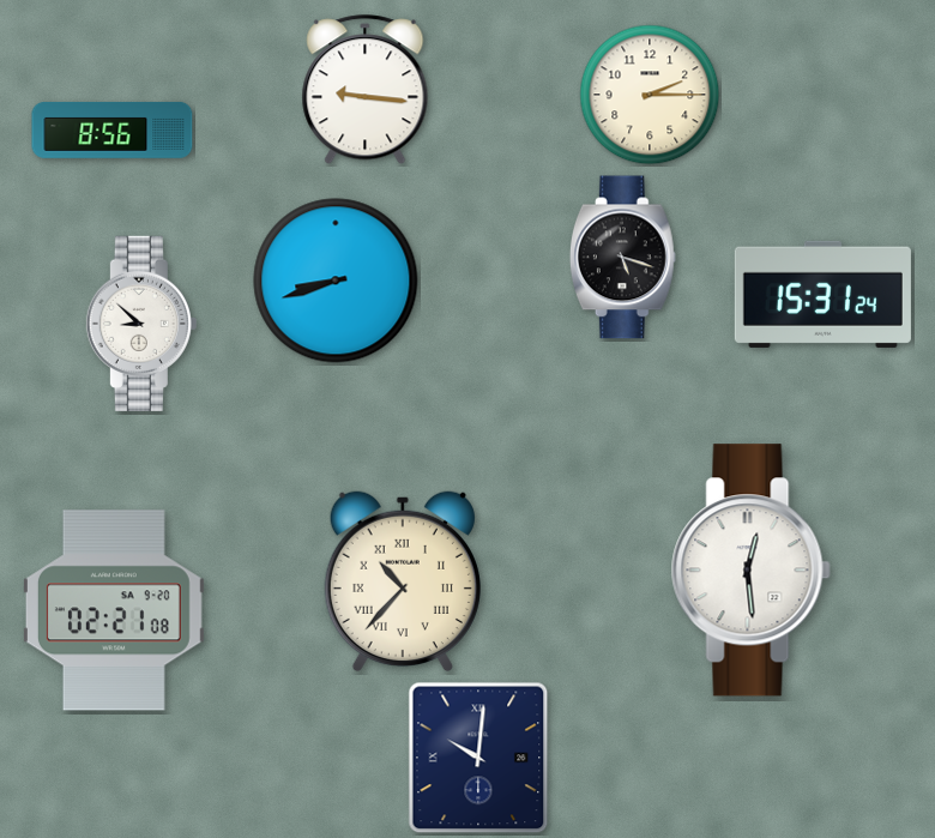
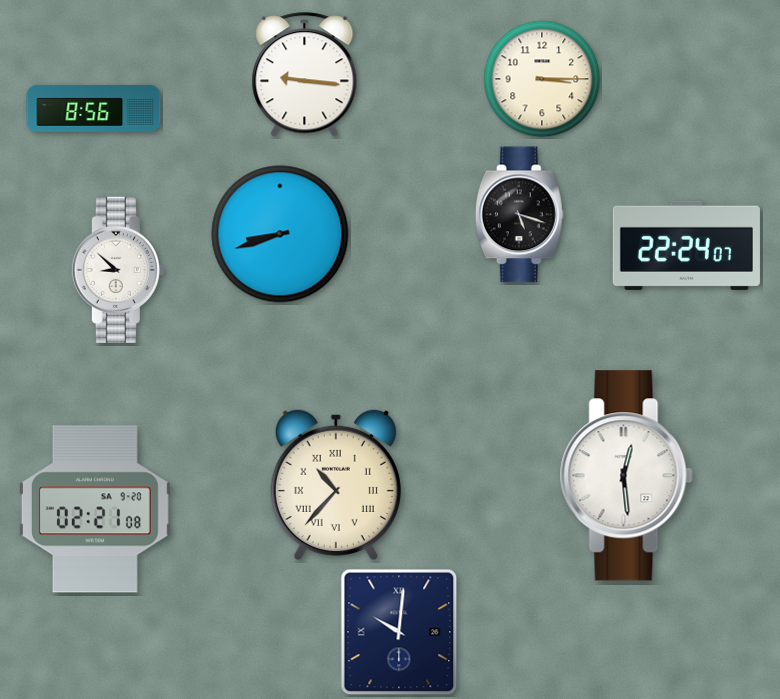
clock at (650, 95): 2:15 -> 3:15
clock at (822, 294): 15:31 -> 22:24
